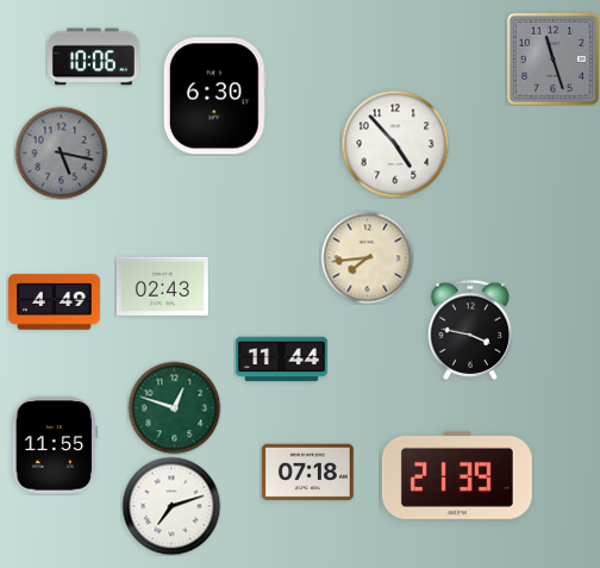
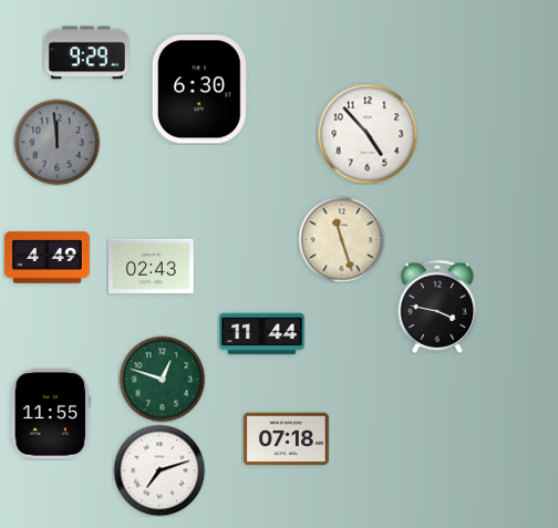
clock at (94, 57): 10:06 -> 9:29
clock at (552, 58): 11:27 -> none
clock at (61, 152): 5:17 -> 11:59
clock at (367, 257): 7:44 -> 11:27
clock at (55, 302) position: (55, 302) -> (48, 258)
clock at (457, 475): 21:39 -> none
